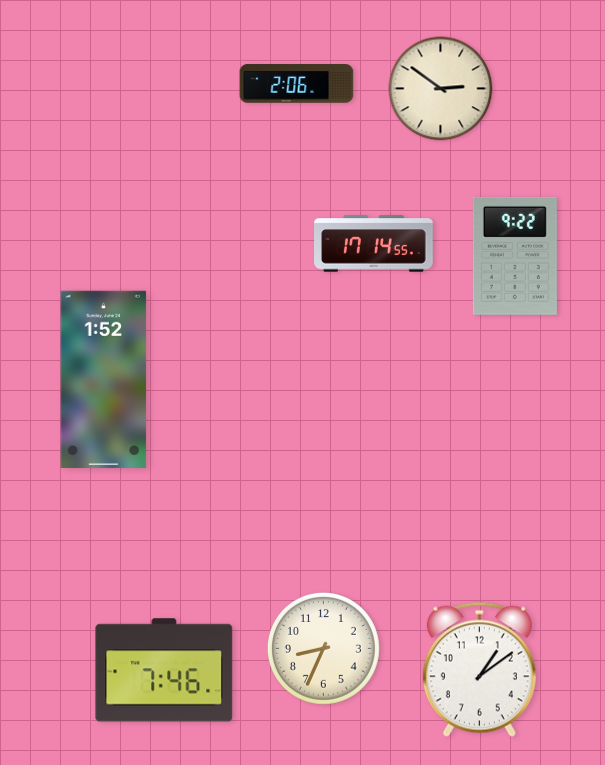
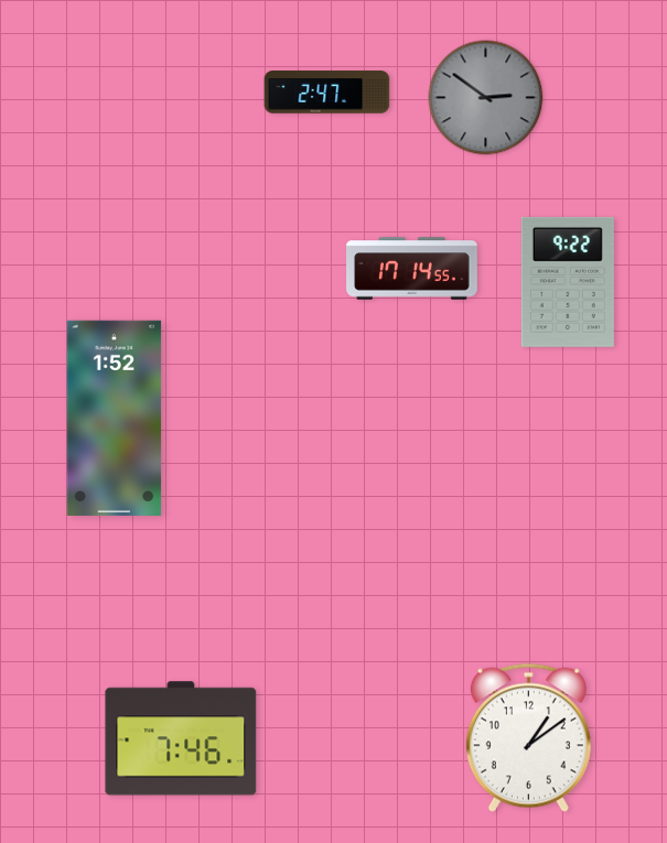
clock at (297, 84): 2:06 -> 2:47
clock at (441, 89) dial: cream -> grey
clock at (323, 648): 8:34 -> none
